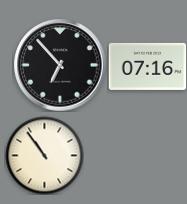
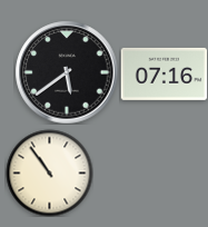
clock at (60, 65): 6:53 -> 5:39
